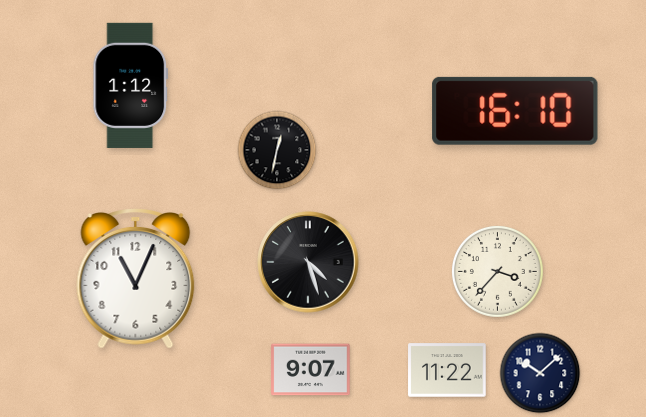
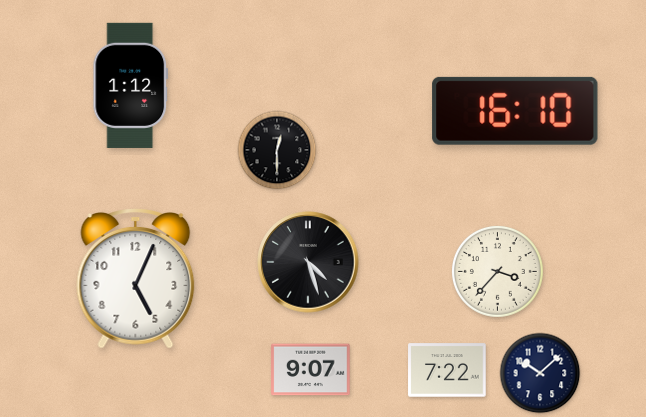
clock at (277, 150): 12:32 -> 12:30
clock at (136, 279): 11:04 -> 5:04
clock at (447, 370): 11:22 -> 7:22
